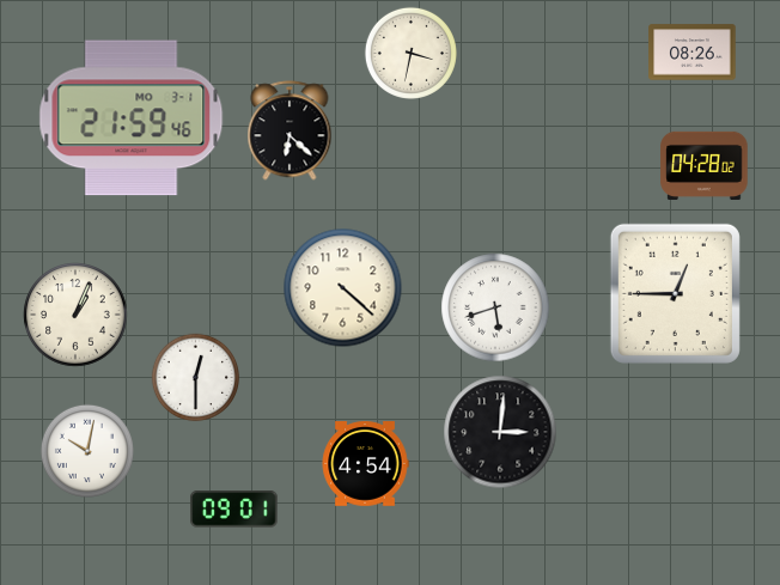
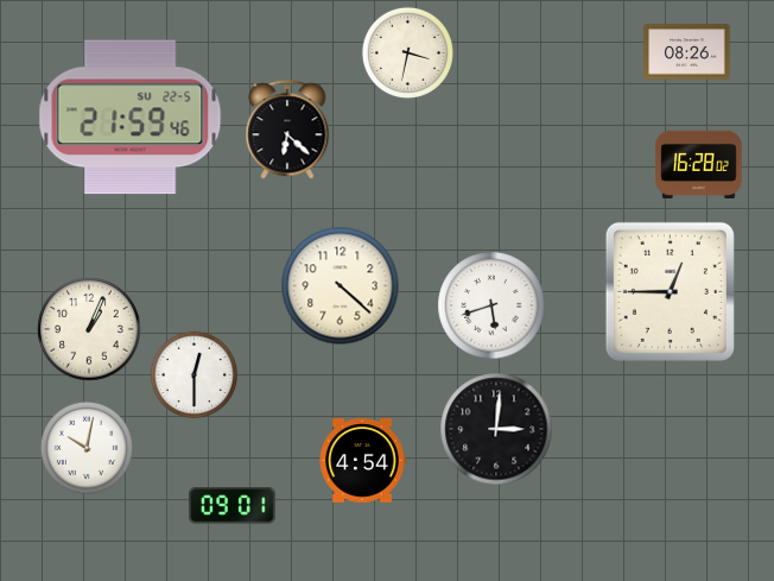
clock at (132, 118) date: MO 3-1 -> SU 22-5
clock at (705, 165): 04:28 -> 16:28
clock at (75, 315) position: (75, 315) -> (89, 329)
